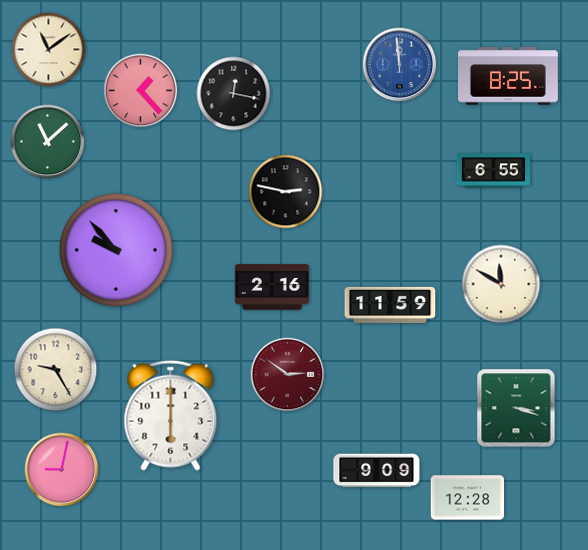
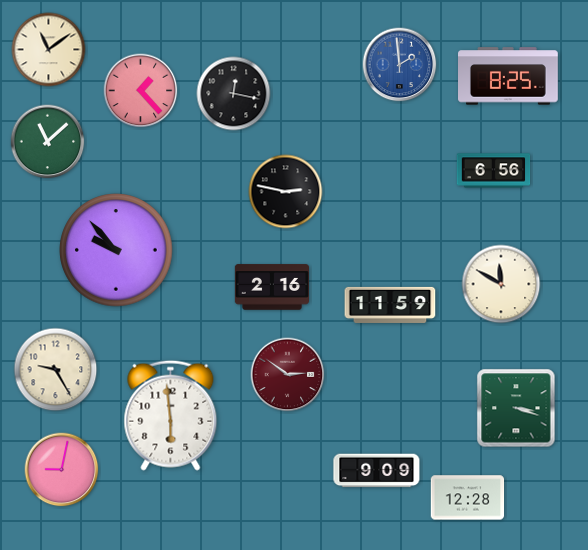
clock at (400, 65): 11:59 -> 1:59
clock at (494, 171): 6:55 -> 6:56
clock at (171, 415): 6:00 -> 5:59
